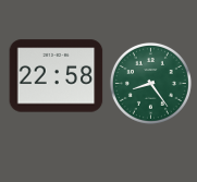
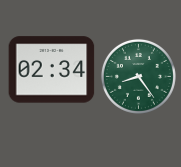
clock at (57, 76): 22:58 -> 02:34
